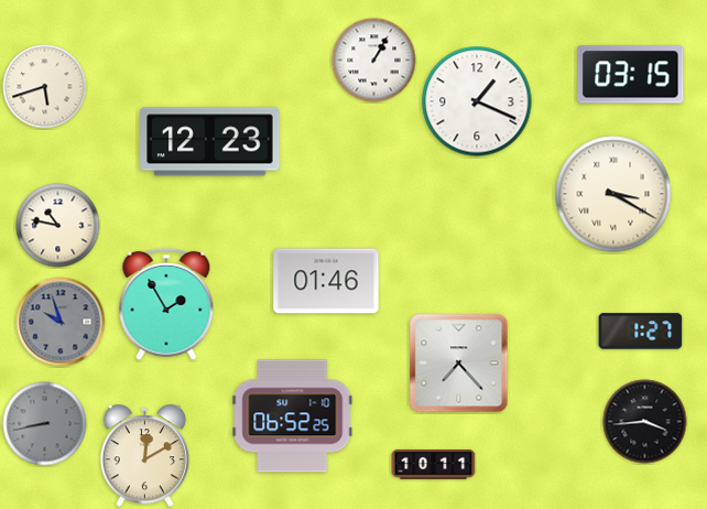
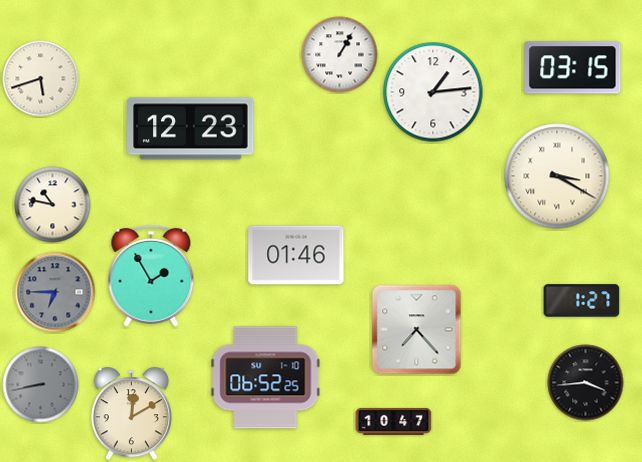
clock at (477, 101): 1:19 -> 1:14
clock at (61, 322): 9:57 -> 6:45
clock at (434, 464): 10:11 -> 10:47
